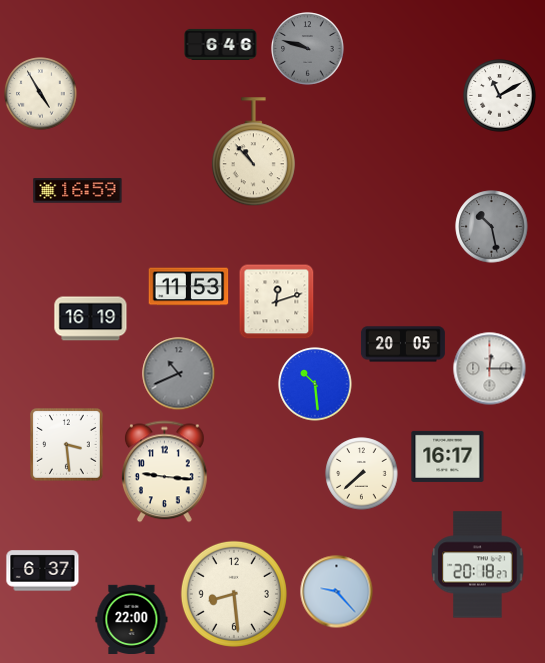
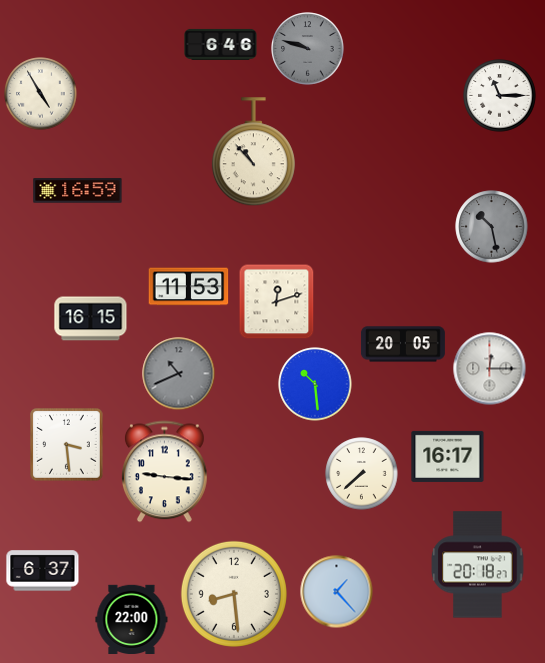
clock at (500, 96): 11:10 -> 11:15
clock at (91, 319): 16:19 -> 16:15
clock at (337, 592): 9:23 -> 1:23
